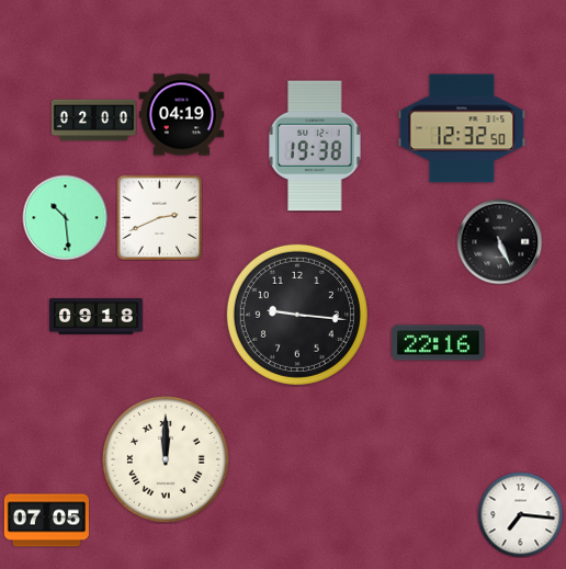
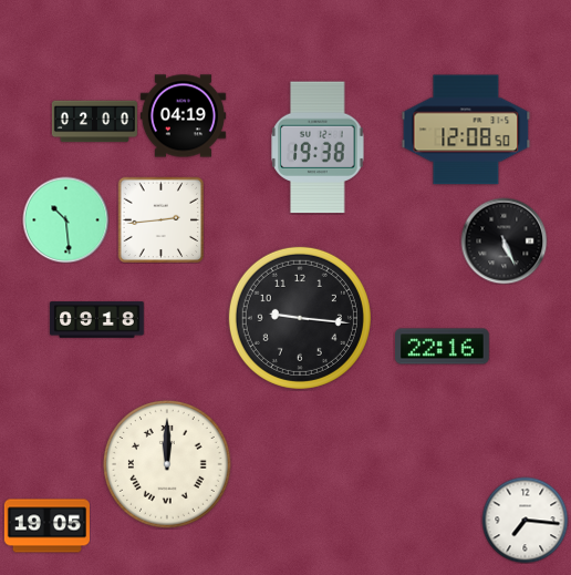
clock at (462, 128): 12:32 -> 12:08
clock at (159, 217): 2:41 -> 2:44
clock at (499, 241) position: (499, 241) -> (503, 240)
clock at (46, 521): 07:05 -> 19:05
